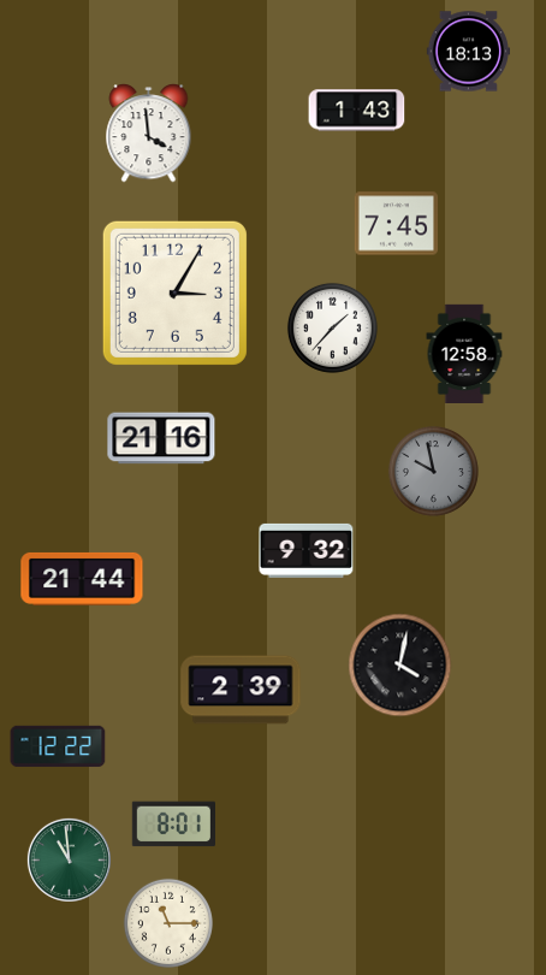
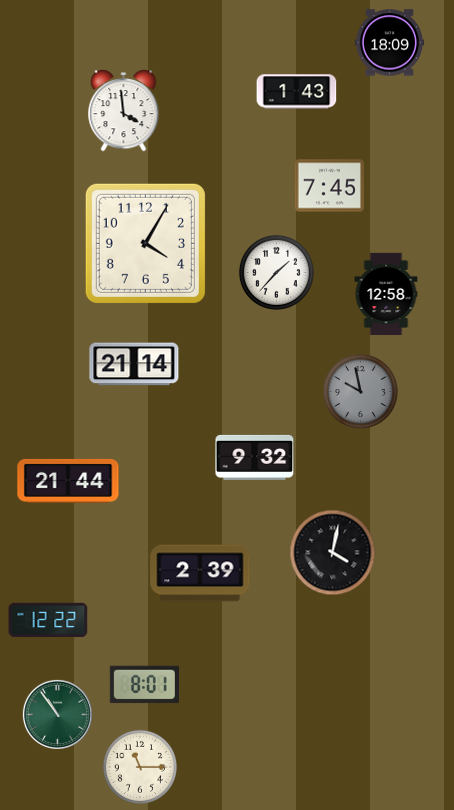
clock at (468, 52): 18:13 -> 18:09
clock at (174, 292): 3:05 -> 4:05
clock at (161, 438): 21:16 -> 21:14
clock at (69, 859): 10:59 -> 10:54
